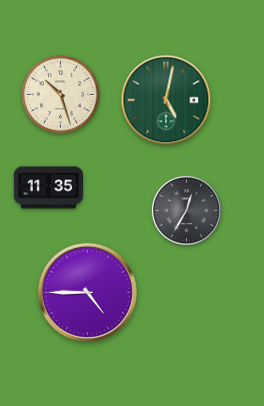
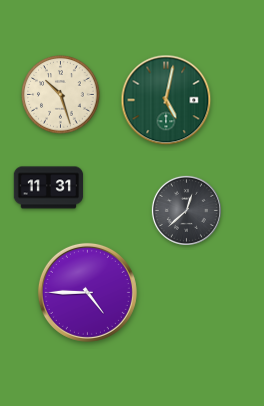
clock at (49, 188): 11:35 -> 11:31
clock at (186, 210): 12:35 -> 12:38
